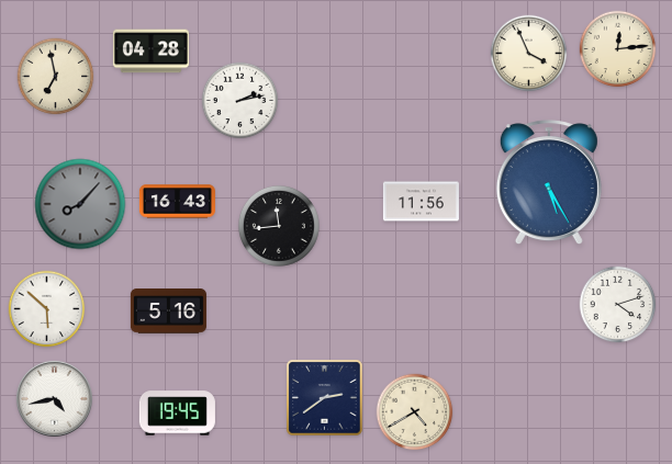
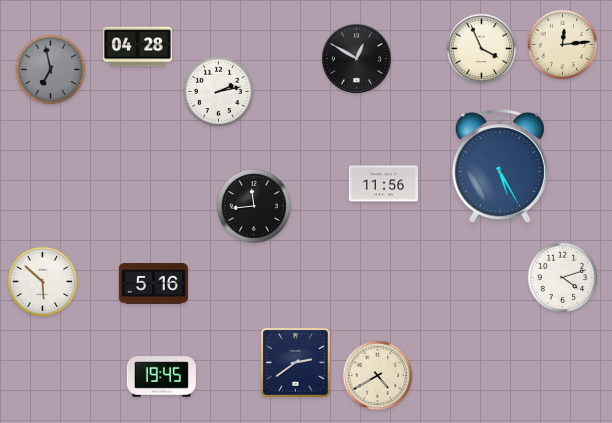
clock at (356, 58): none -> 12:50
clock at (56, 77) dial: cream -> grey
clock at (177, 202): 16:43 -> none
clock at (80, 204): 8:07 -> none
clock at (54, 398): 4:43 -> none
